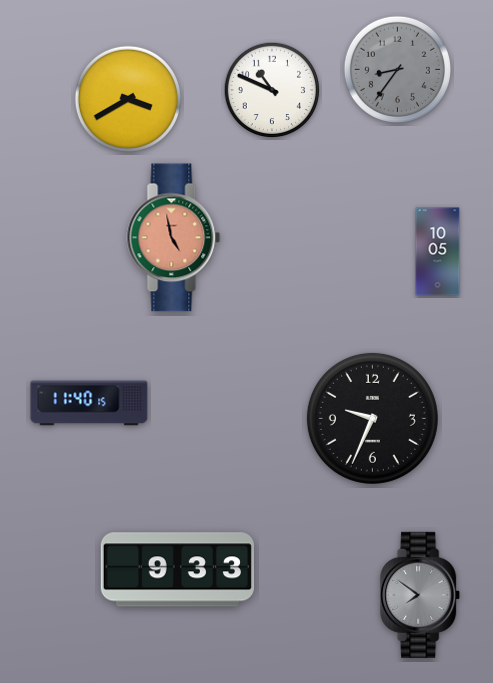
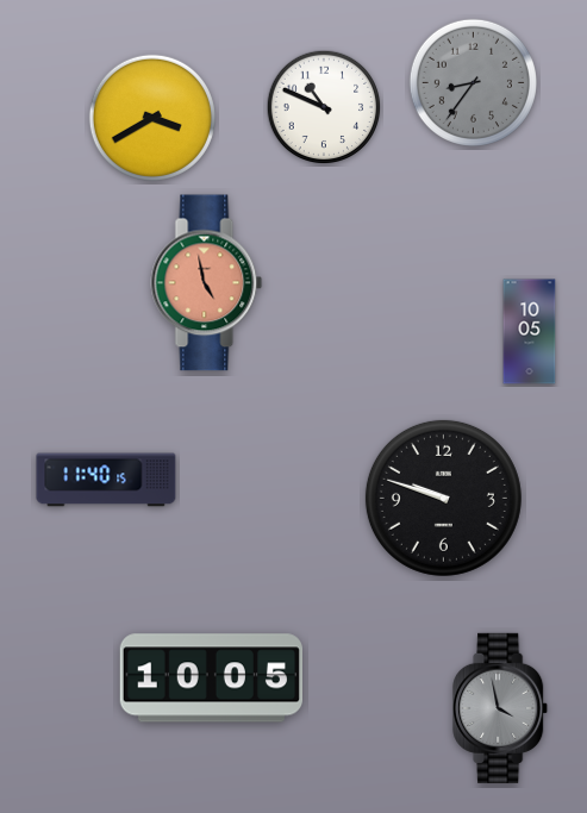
clock at (438, 252) position: (438, 252) -> (530, 332)
clock at (372, 418): 9:34 -> 9:48
clock at (177, 570): 9:33 -> 10:05
clock at (421, 595): 7:51 -> 3:58
